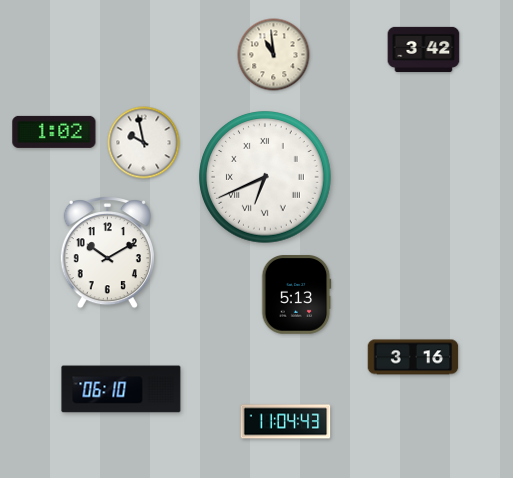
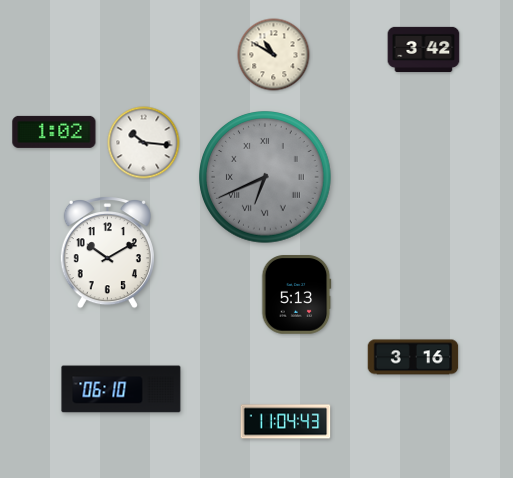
clock at (274, 55): 10:59 -> 10:50
clock at (144, 143): 9:58 -> 10:16
clock at (265, 177) dial: white -> grey
